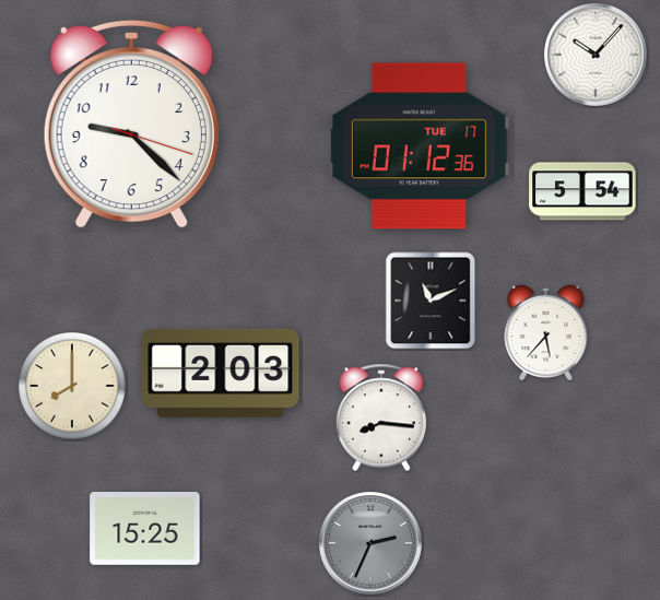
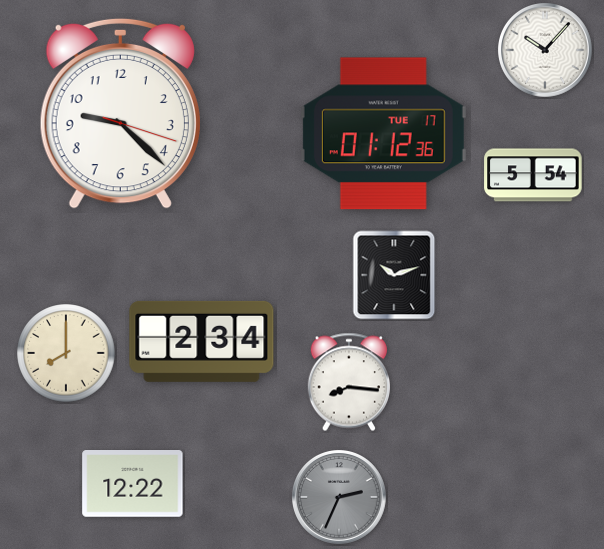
clock at (431, 301): 11:11 -> 10:12
clock at (546, 331): 5:37 -> none
clock at (221, 373): 2:03 -> 2:34
clock at (145, 529): 15:25 -> 12:22
